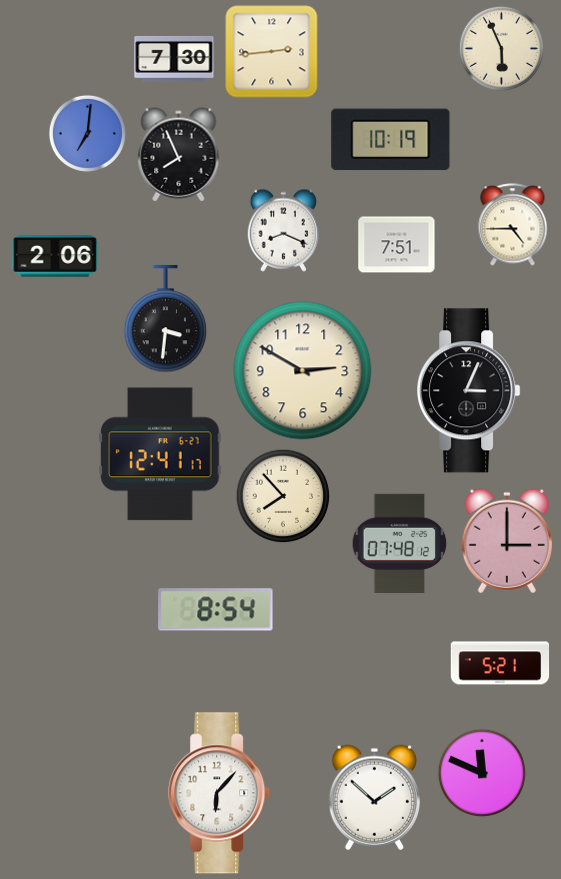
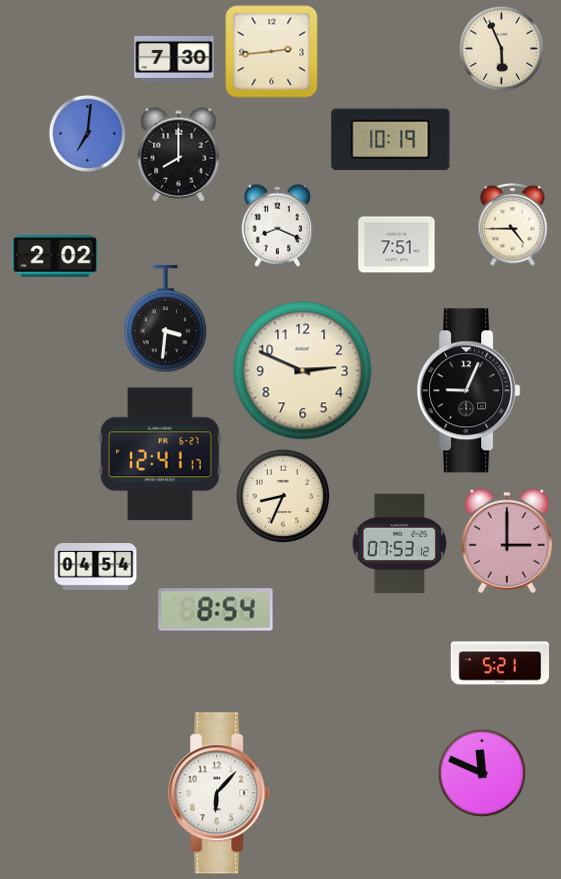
clock at (179, 155): 7:56 -> 8:00
clock at (284, 230) position: (284, 230) -> (278, 225)
clock at (55, 257): 2:06 -> 2:02
clock at (303, 371): 2:50 -> 2:49
clock at (469, 391): 3:04 -> 9:04
clock at (283, 496): 7:53 -> 8:34
clock at (400, 543): 07:48 -> 07:53
clock at (96, 567): none -> 04:54
clock at (374, 797): 1:52 -> none
